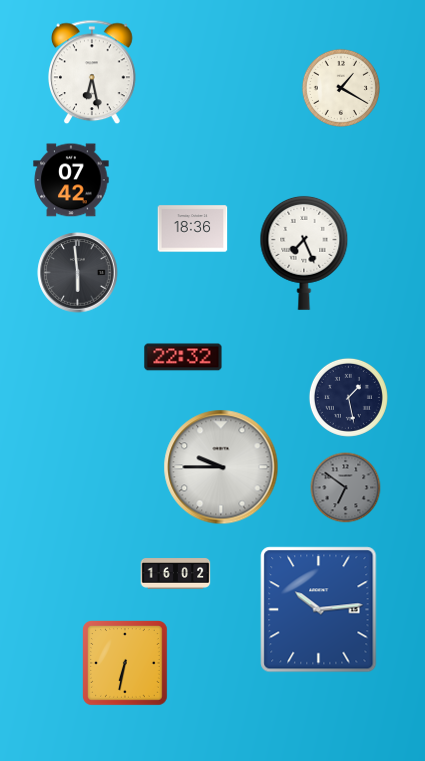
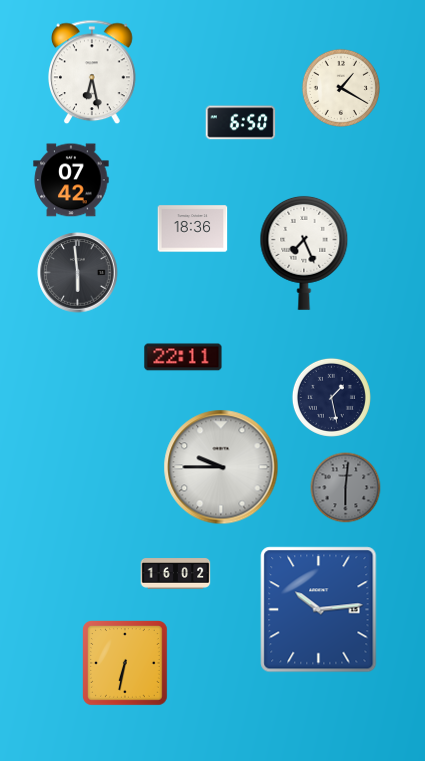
clock at (241, 123): none -> 6:50
clock at (183, 357): 22:32 -> 22:11
clock at (348, 397) position: (348, 397) -> (331, 397)
clock at (346, 488): 6:51 -> 6:01
